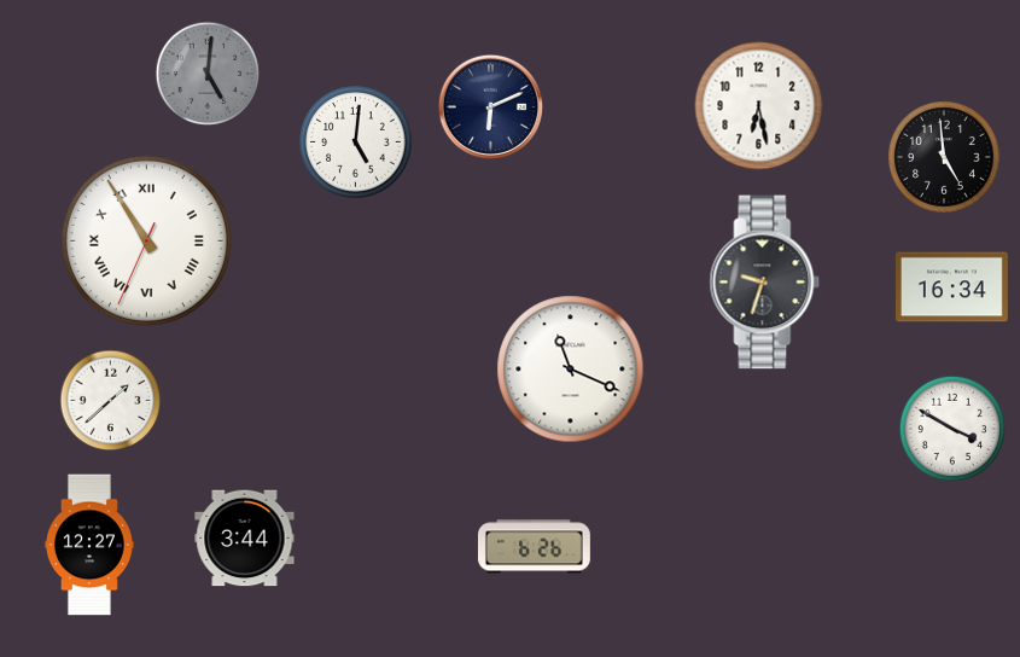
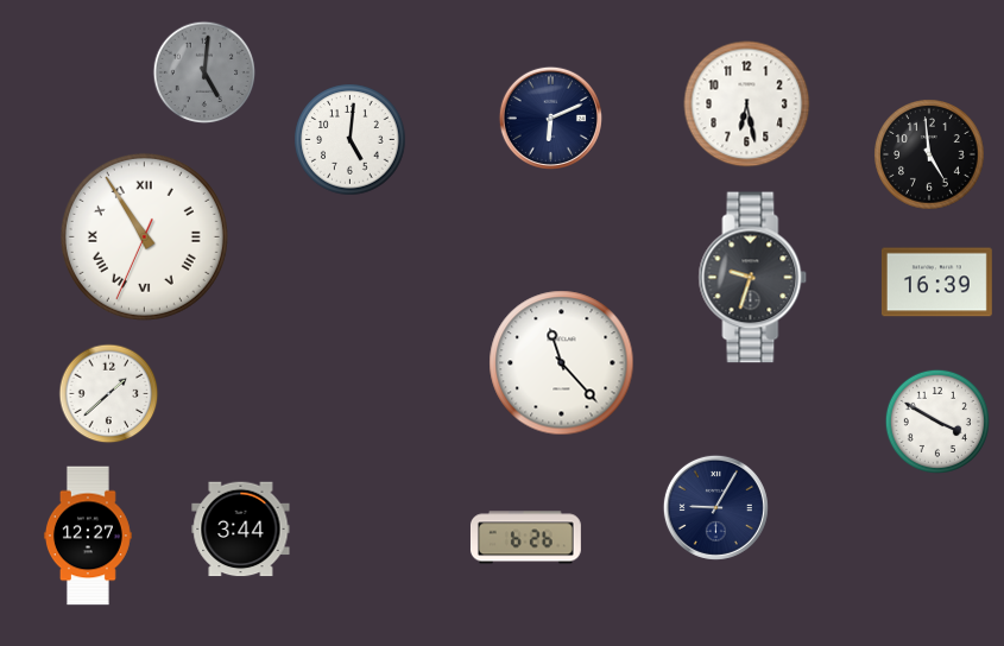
clock at (490, 106) position: (490, 106) -> (550, 118)
clock at (951, 287): 16:34 -> 16:39
clock at (571, 370): 11:19 -> 11:23
clock at (715, 507): none -> 9:05
